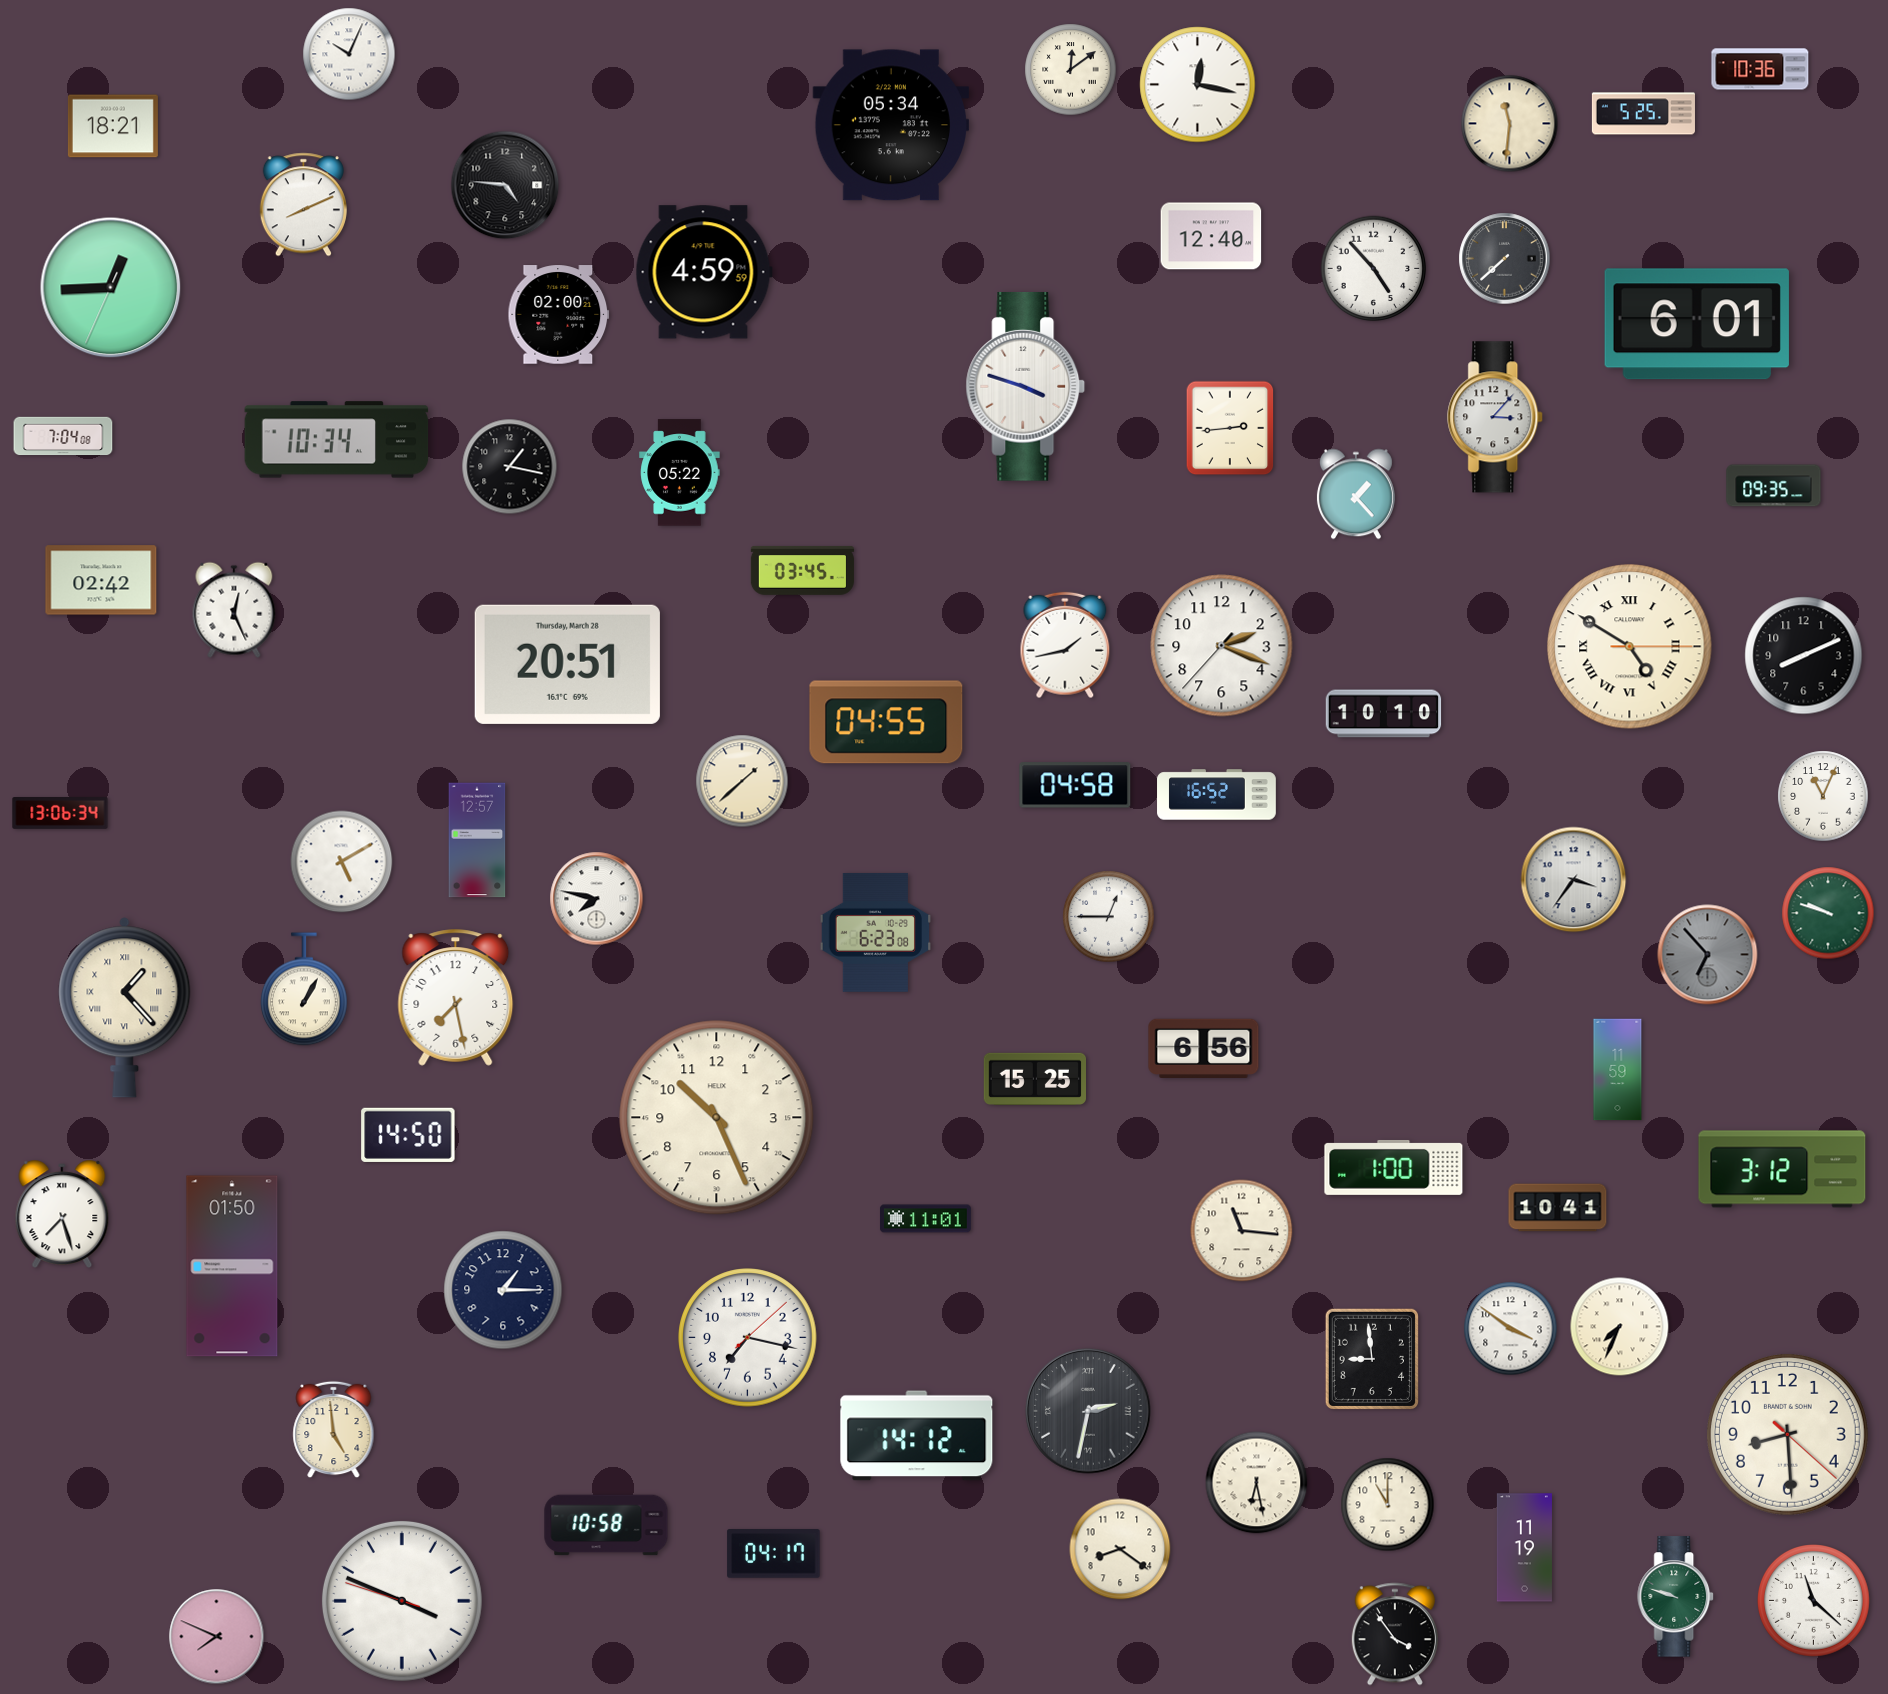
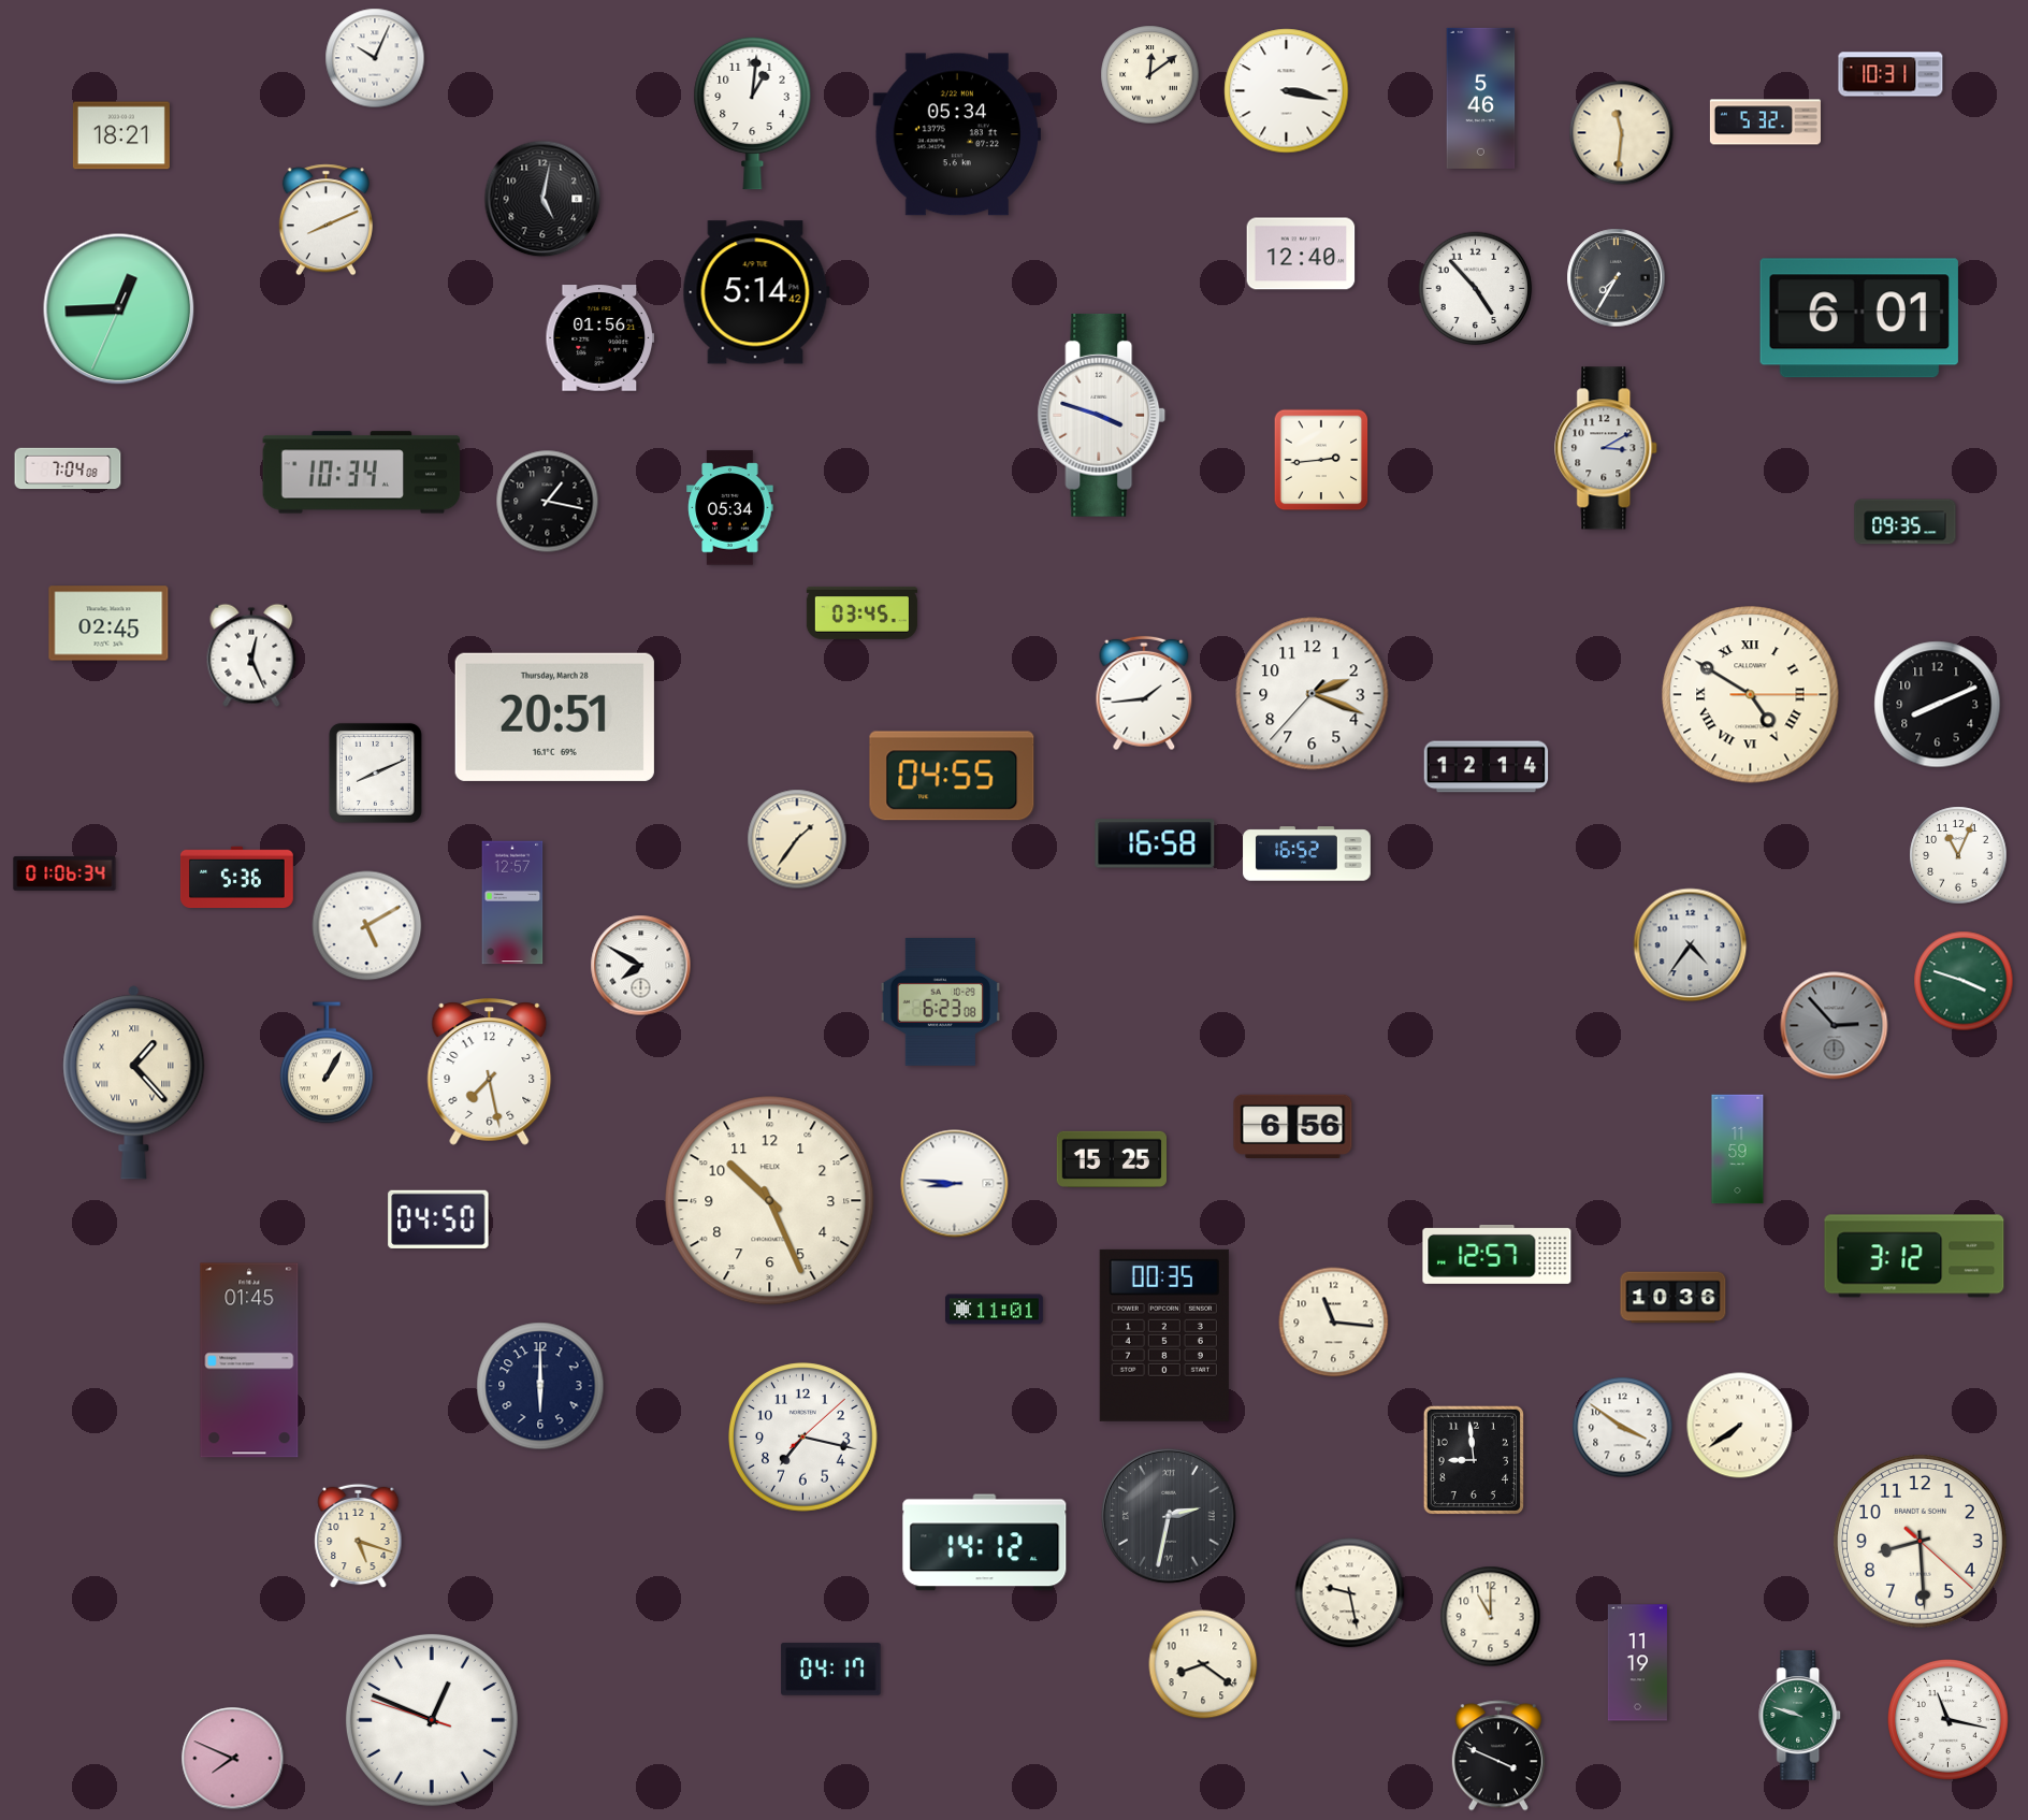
clock at (1760, 69): 10:36 -> 10:31
clock at (1198, 85): 12:17 -> 3:17
clock at (1481, 98): none -> 5:46
clock at (753, 113): none -> 1:01
clock at (1643, 114): 5:25 -> 5:32
clock at (505, 185): 4:46 -> 5:02
clock at (1505, 259): 7:38 -> 7:35
clock at (704, 272): 4:59 -> 5:14
clock at (559, 315): 02:00 -> 01:56
clock at (1697, 324) position: (1697, 324) -> (1859, 318)
clock at (1496, 417): 3:07 -> 3:10
clock at (680, 473): 05:22 -> 05:34
clock at (1356, 494): 1:23 -> none
clock at (101, 580): 02:42 -> 02:45
clock at (1065, 645): 1:43 -> 1:44
clock at (567, 664) position: (567, 664) -> (554, 717)
clock at (1384, 714): 10:10 -> 12:14
clock at (375, 772): none -> 8:11
clock at (742, 781): 1:38 -> 1:36
clock at (1075, 785): 04:58 -> 16:58
clock at (60, 814): 13:06 -> 01:06
clock at (236, 878): none -> 5:36
clock at (1574, 880): 3:36 -> 4:36
clock at (597, 899): 7:47 -> 7:50
clock at (1828, 913): 9:48 -> 3:48
clock at (1109, 917): 12:45 -> none
clock at (1708, 955): 6:53 -> 2:53
clock at (955, 1184): none -> 8:46
clock at (408, 1135): 14:50 -> 04:50
clock at (1394, 1167): 1:00 -> 12:57
clock at (1558, 1208): 10:41 -> 10:36
clock at (62, 1214): 7:27 -> none
clock at (1164, 1335): none -> 00:35
clock at (232, 1266): 01:50 -> 01:45
clock at (503, 1290): 1:15 -> 6:00
clock at (1620, 1327): 7:34 -> 7:39
clock at (334, 1430): 4:59 -> 5:18
clock at (1257, 1483): 6:28 -> 9:28
clock at (606, 1525): 10:58 -> none
clock at (402, 1601): 3:48 -> 12:48
clock at (1814, 1601): 11:22 -> 11:17
clock at (1395, 1634): 3:54 -> 3:49
